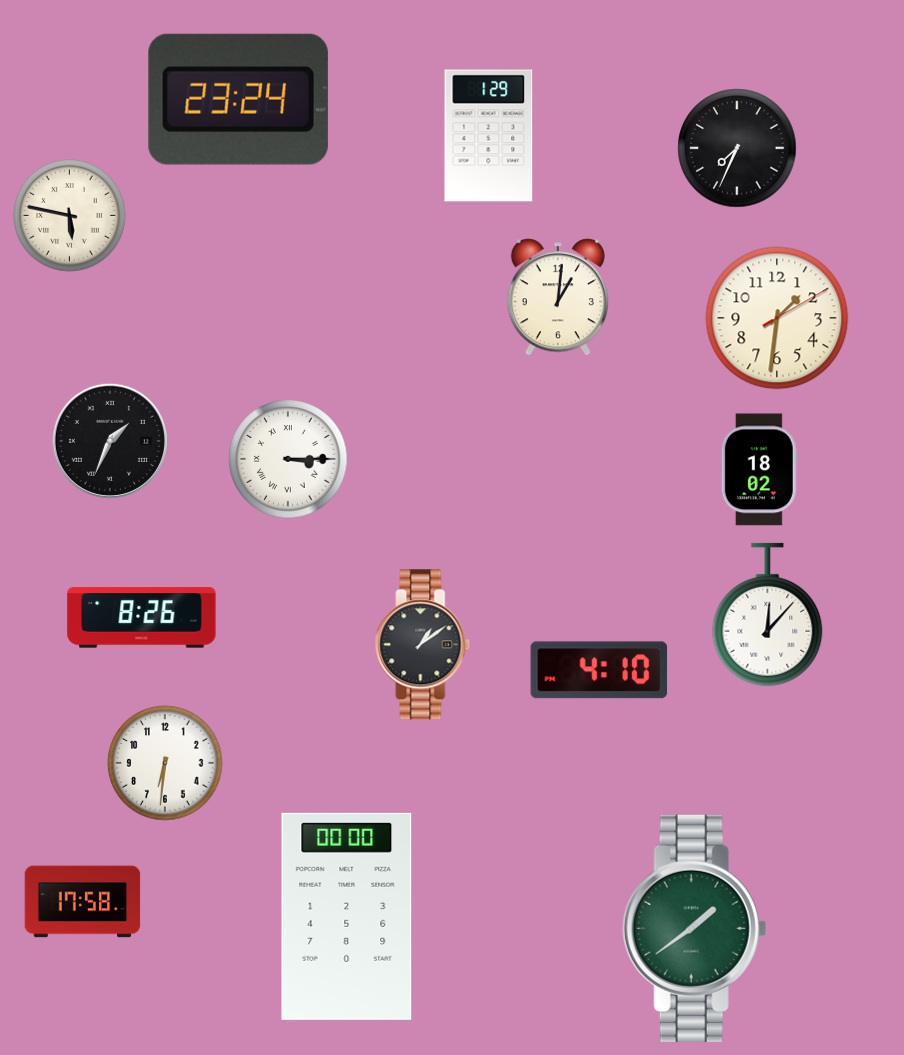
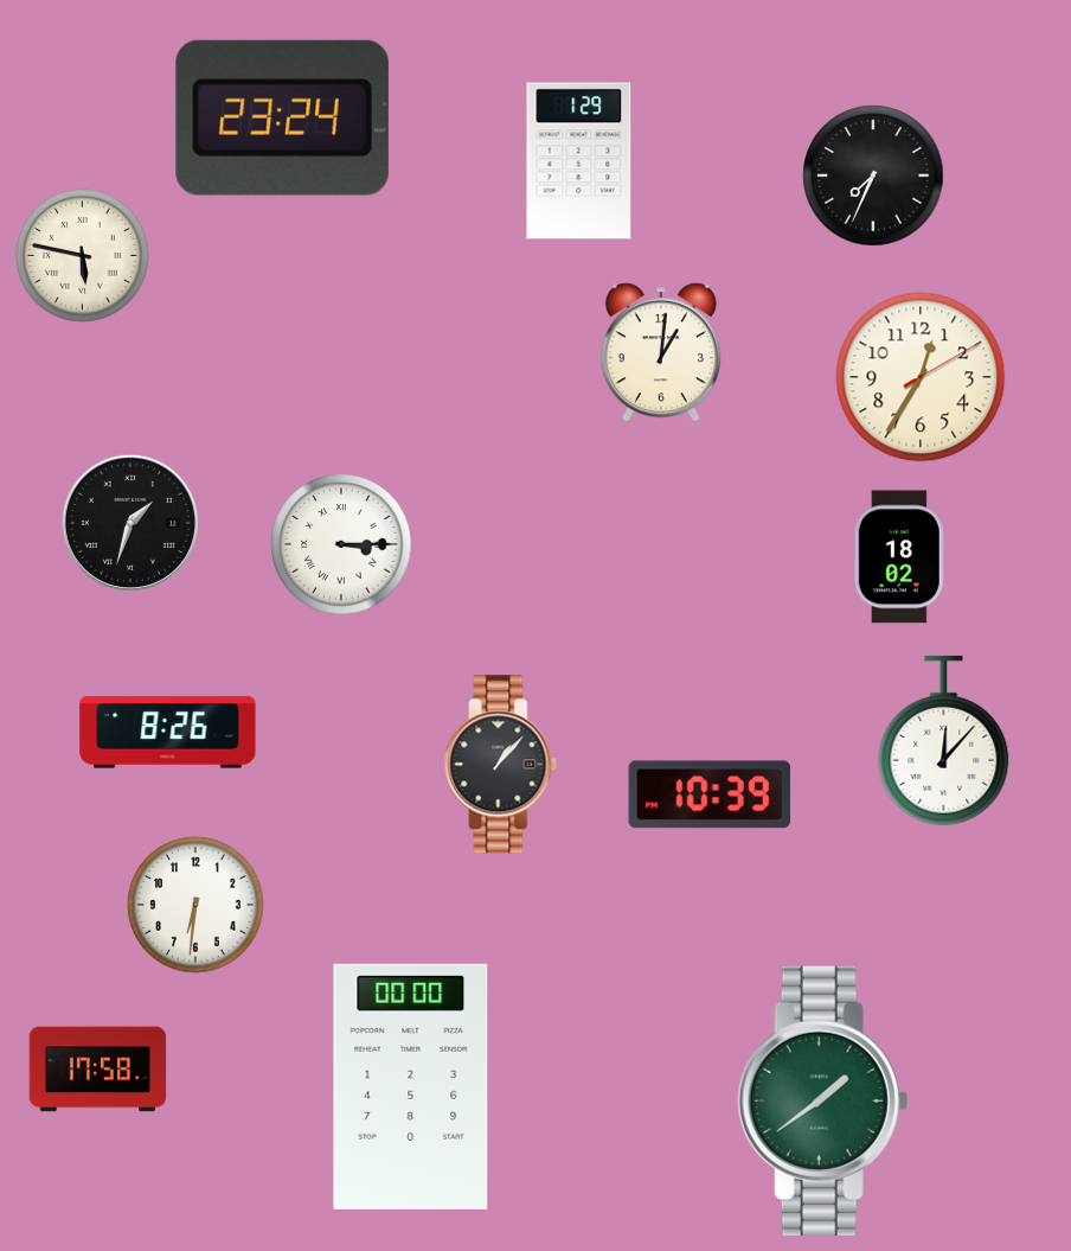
clock at (777, 318): 1:31 -> 12:35
clock at (110, 441): 1:34 -> 1:33
clock at (768, 615) position: (768, 615) -> (944, 741)
clock at (423, 645): 1:09 -> 1:07
clock at (599, 670): 4:10 -> 10:39
